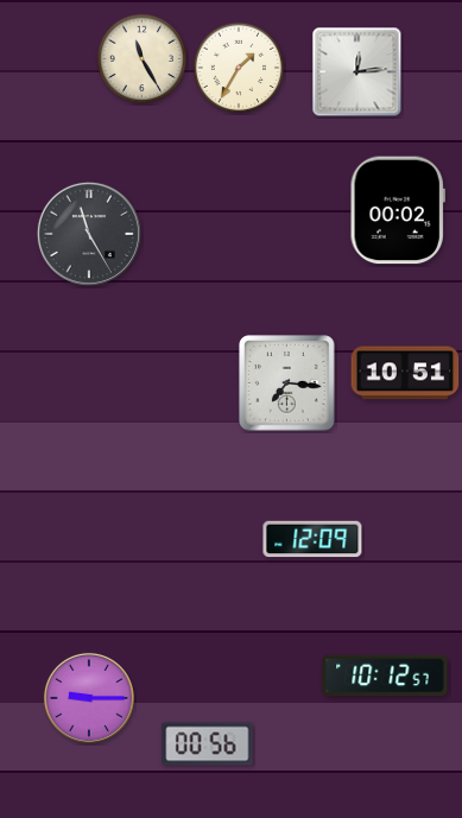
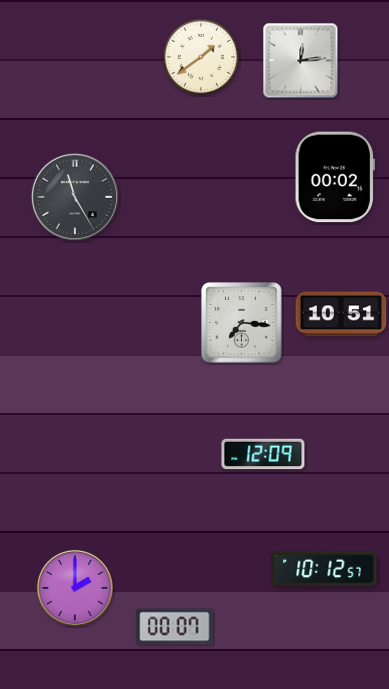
clock at (143, 59): 11:25 -> none
clock at (239, 68): 1:35 -> 1:39
clock at (89, 698): 9:15 -> 2:00
clock at (208, 744): 00:56 -> 00:07
